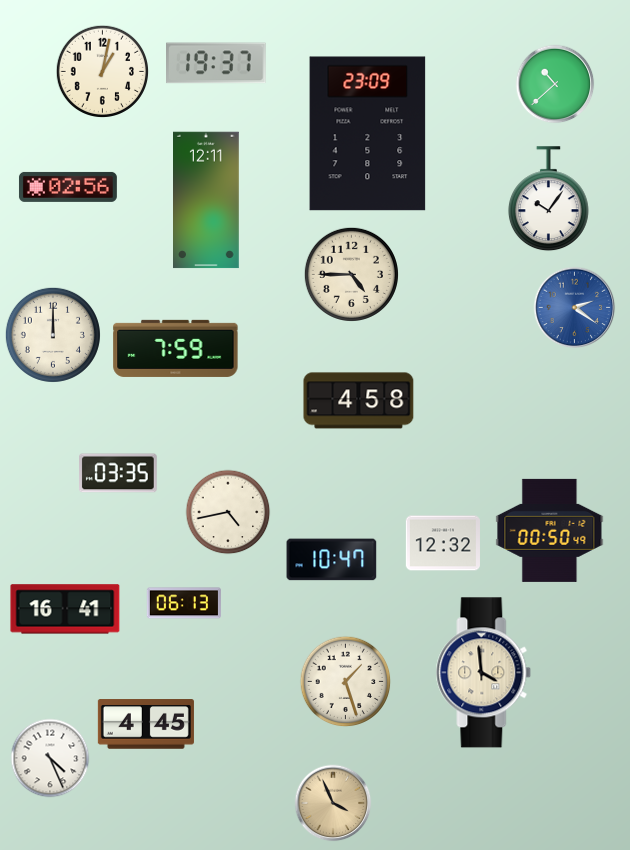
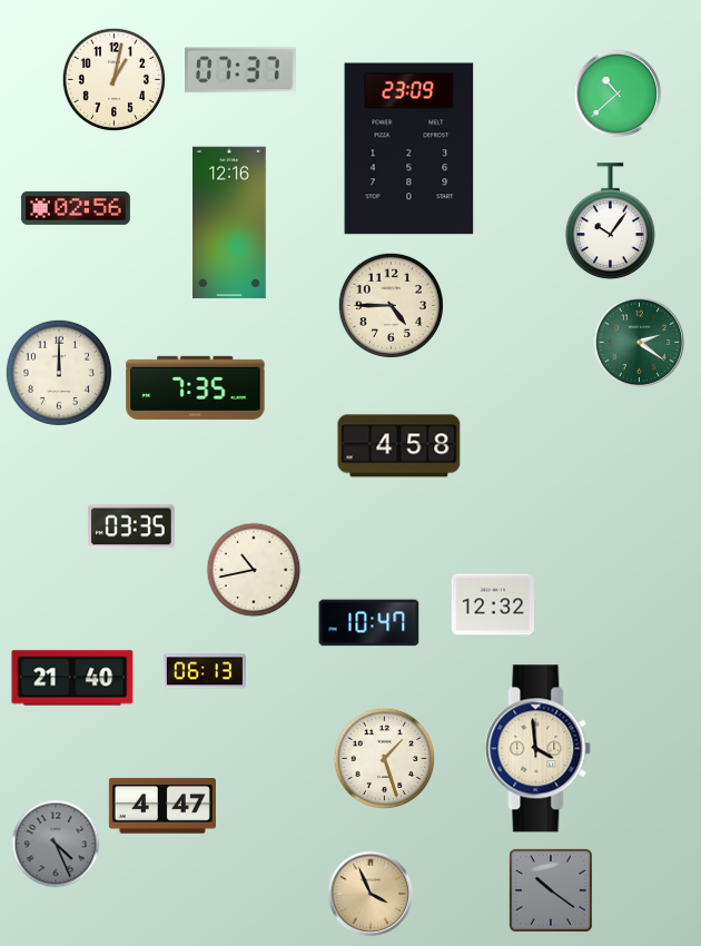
clock at (217, 63): 19:37 -> 07:37
clock at (207, 200): 12:11 -> 12:16
clock at (575, 308) dial: blue -> green
clock at (176, 348): 7:59 -> 7:35
clock at (228, 512): 4:43 -> 10:43
clock at (550, 530): 00:50 -> none
clock at (65, 609): 16:41 -> 21:40
clock at (146, 724): 4:45 -> 4:47
clock at (50, 758) dial: white -> grey
clock at (551, 890): none -> 10:21
